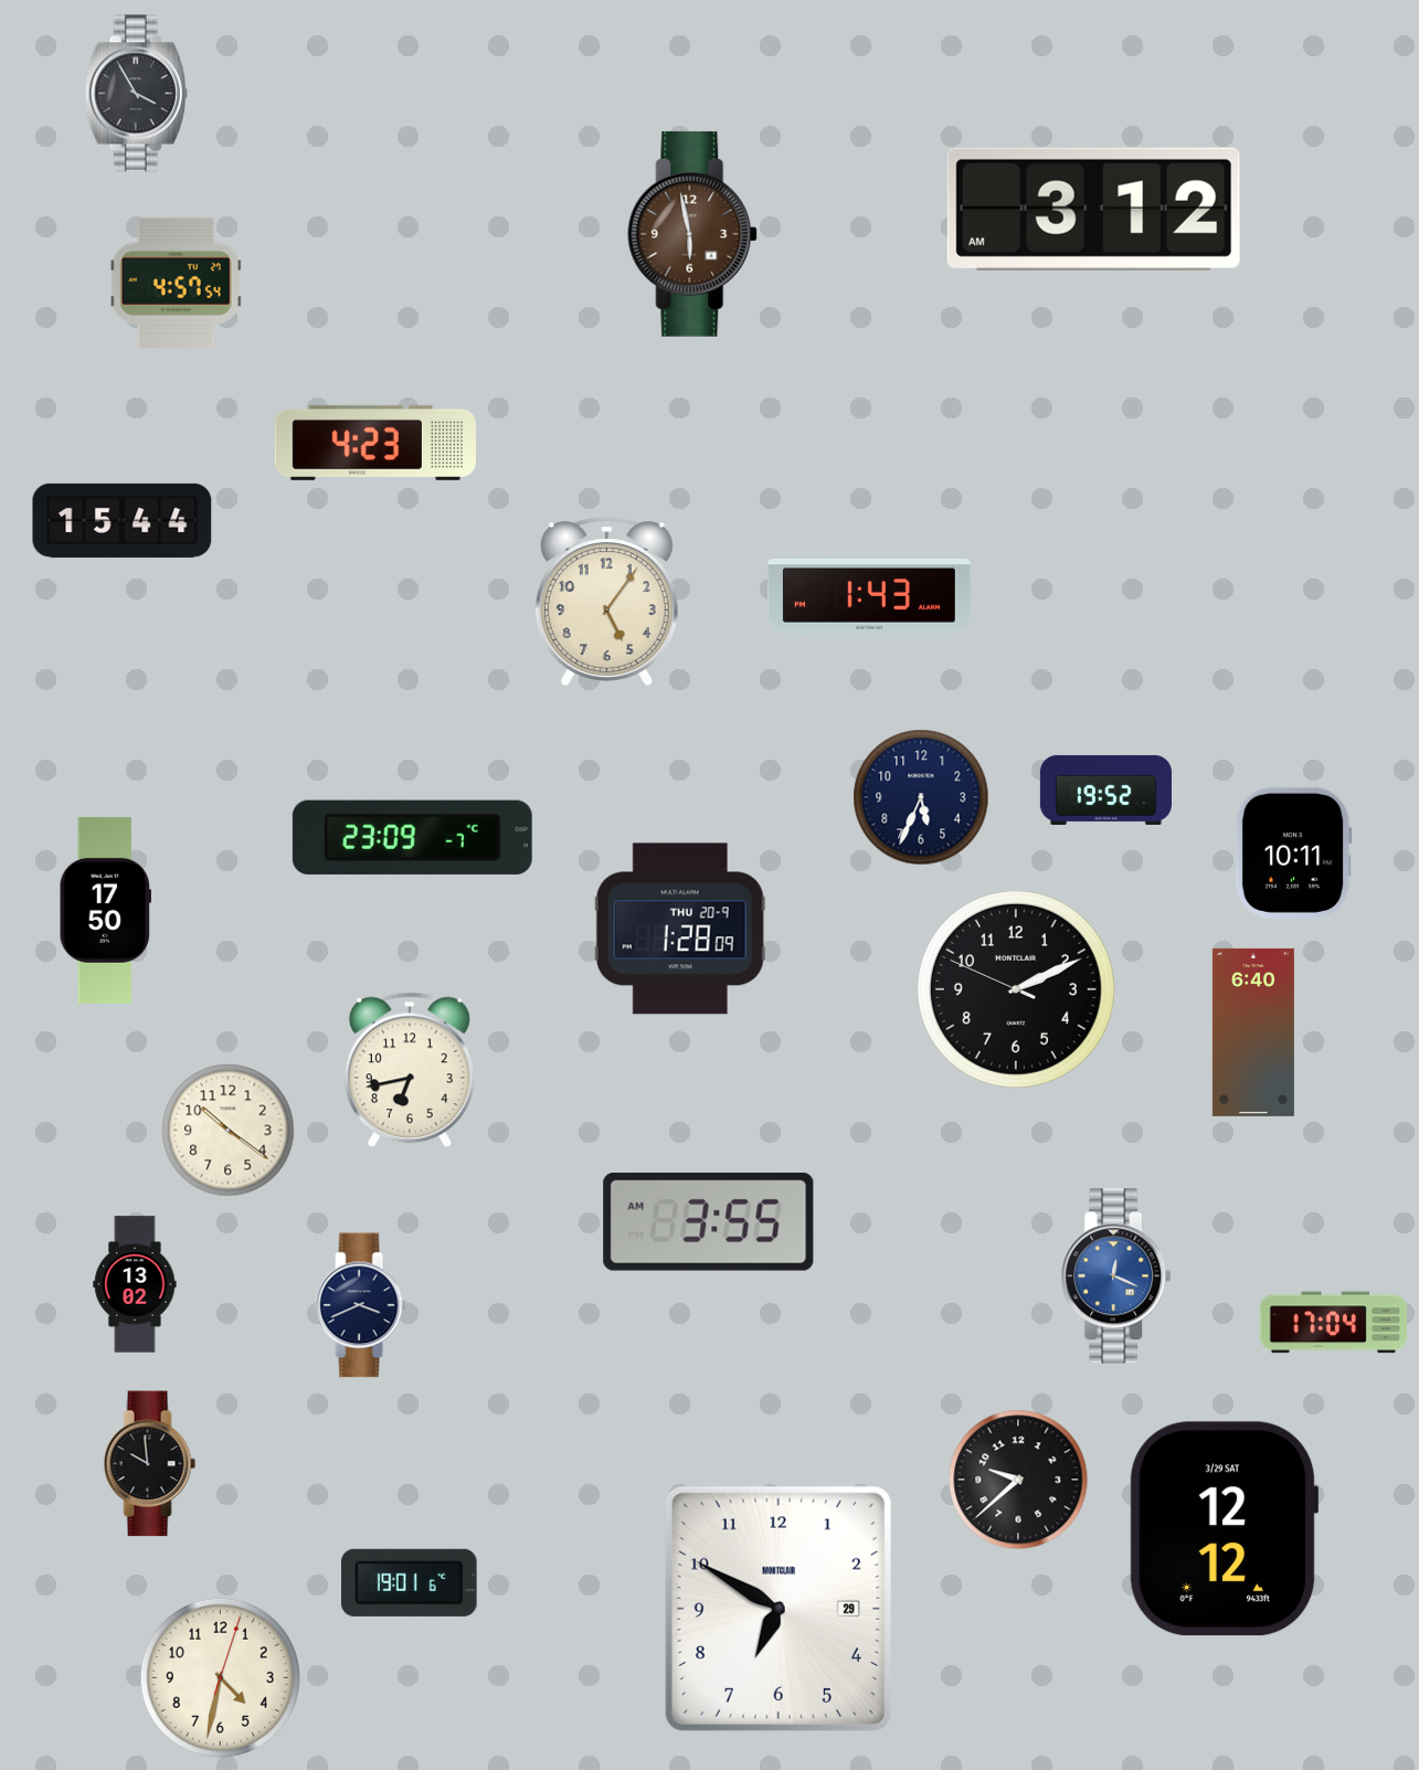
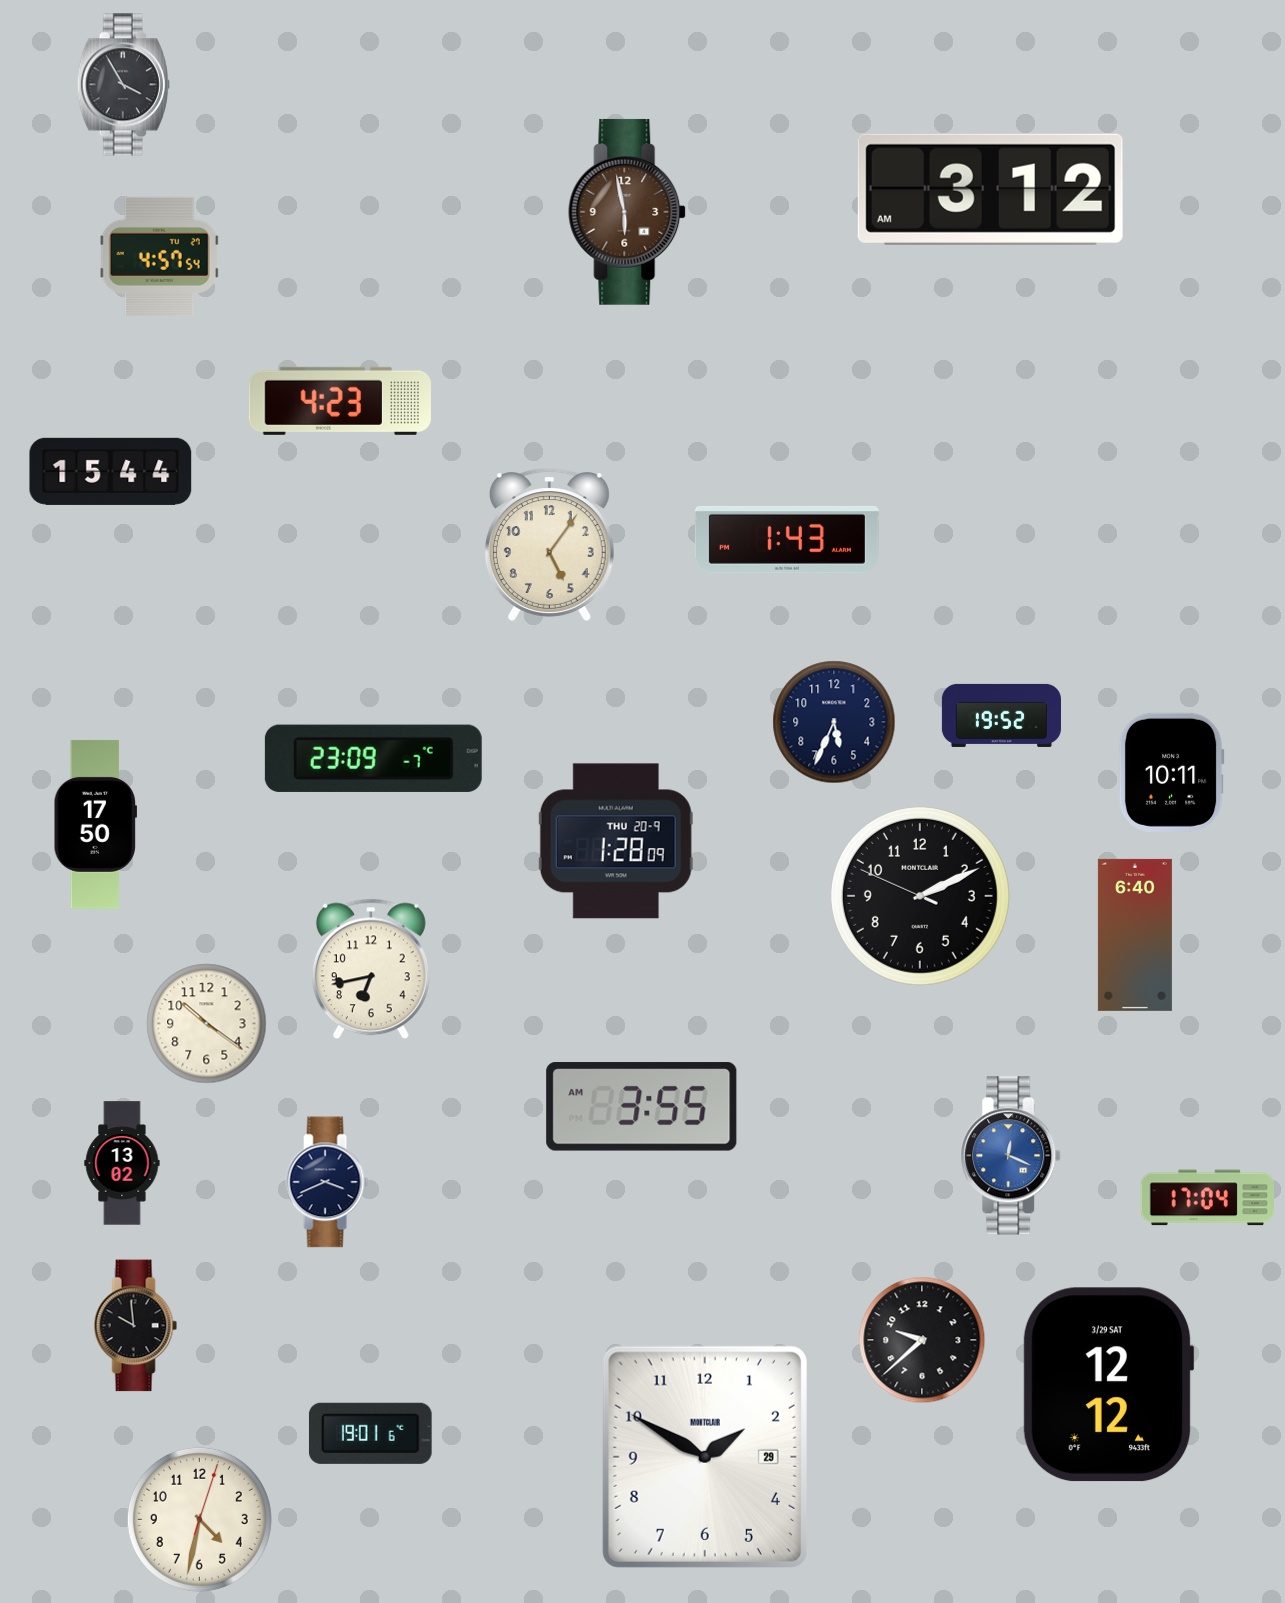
clock at (779, 1609): 6:50 -> 1:50
